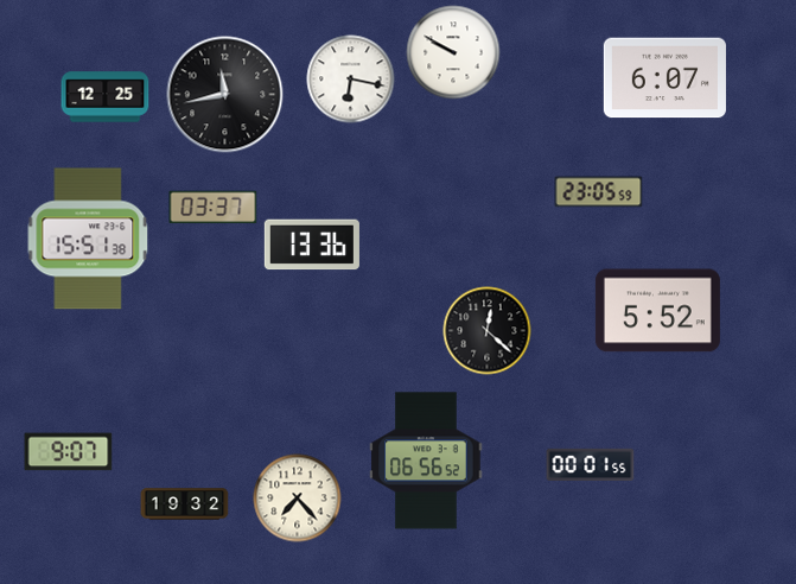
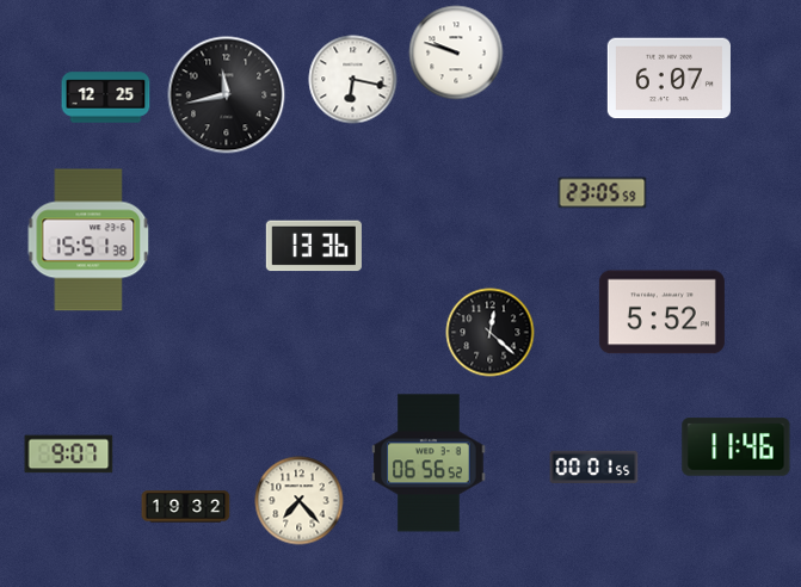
clock at (453, 52): 9:50 -> 9:48
clock at (214, 208): 03:37 -> none
clock at (737, 447): none -> 11:46
